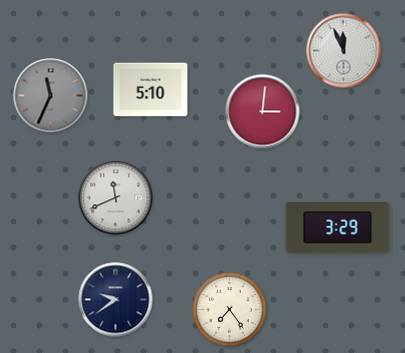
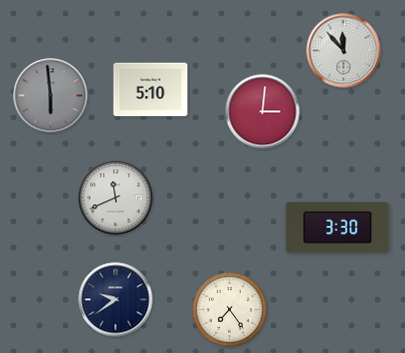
clock at (344, 51): 11:56 -> 11:53
clock at (51, 96): 11:34 -> 5:59
clock at (338, 228): 3:29 -> 3:30
